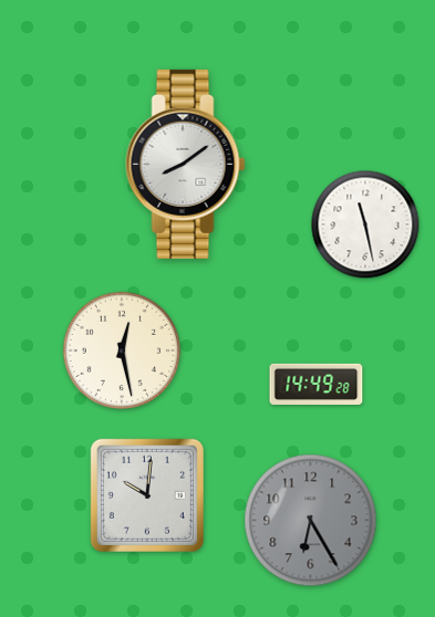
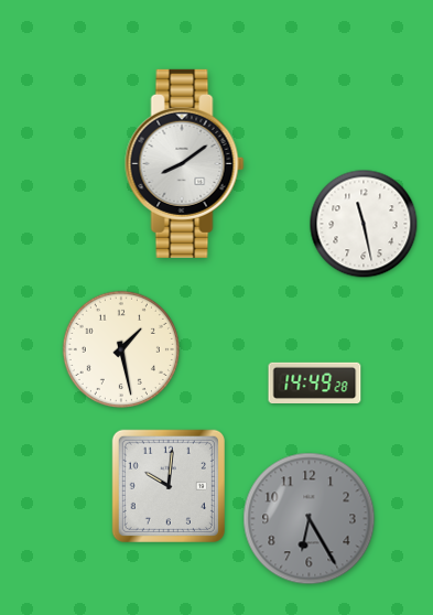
clock at (122, 351): 12:28 -> 1:28
clock at (147, 495) position: (147, 495) -> (169, 486)
